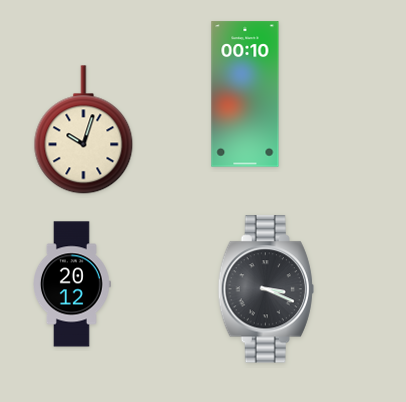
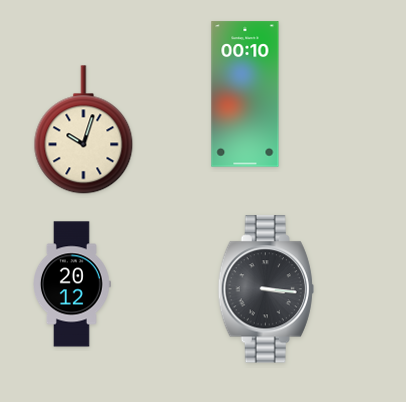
clock at (266, 289): 3:19 -> 3:16
